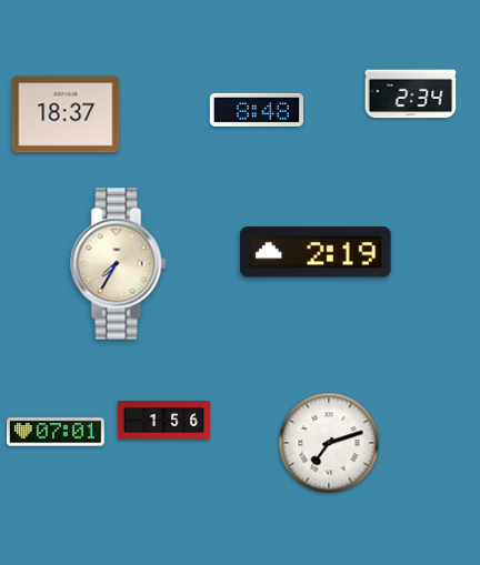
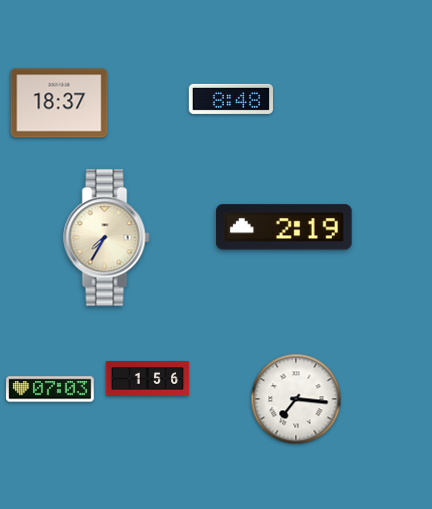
clock at (411, 94): 2:34 -> none
clock at (56, 432): 07:01 -> 07:03
clock at (329, 443): 7:12 -> 7:16
